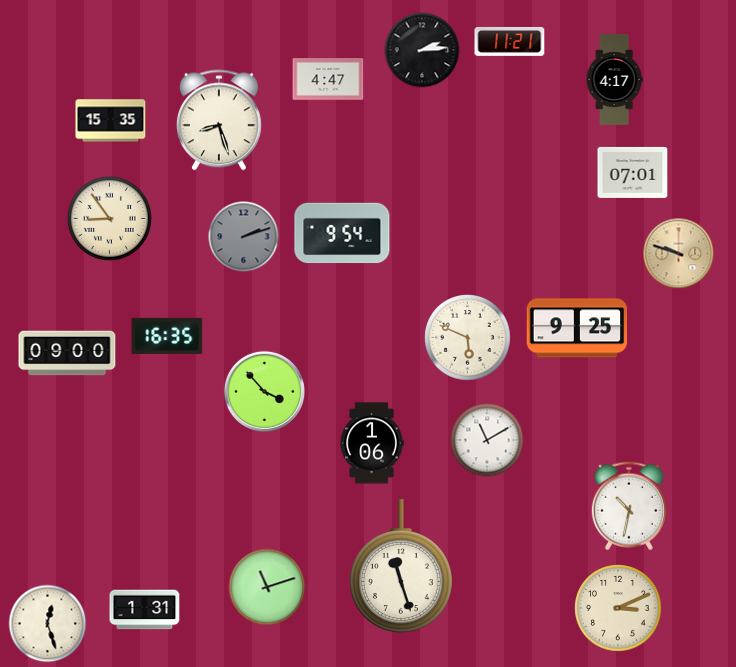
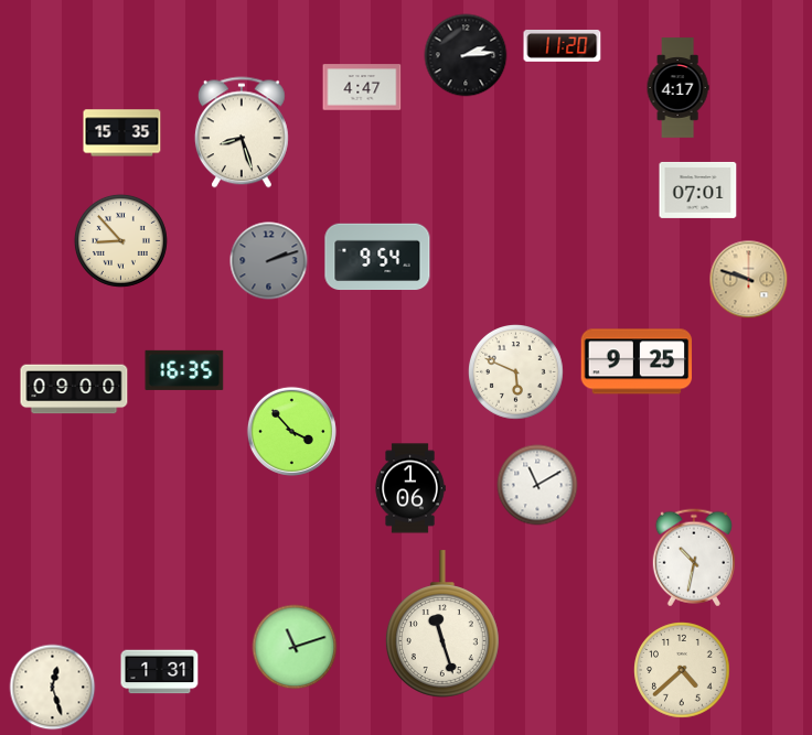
clock at (510, 41): 11:21 -> 11:20
clock at (109, 218): 8:54 -> 8:53
clock at (618, 608): 3:11 -> 4:38
